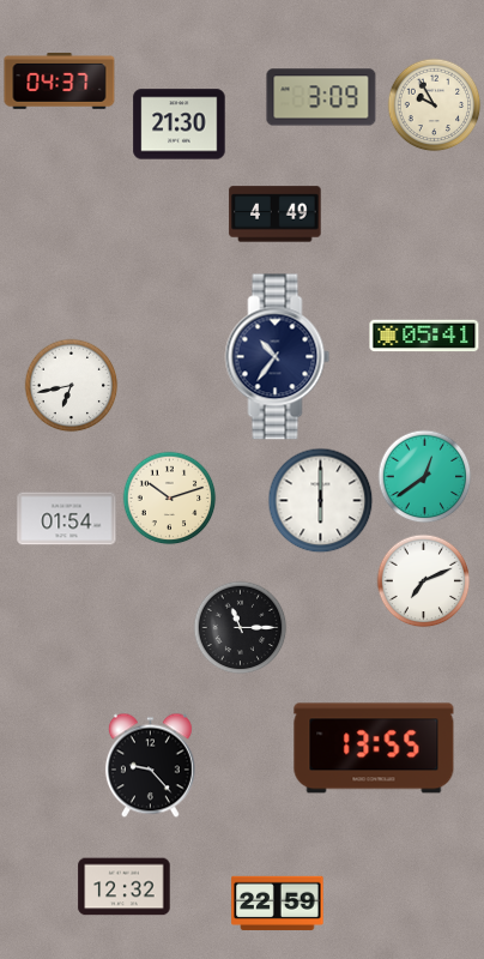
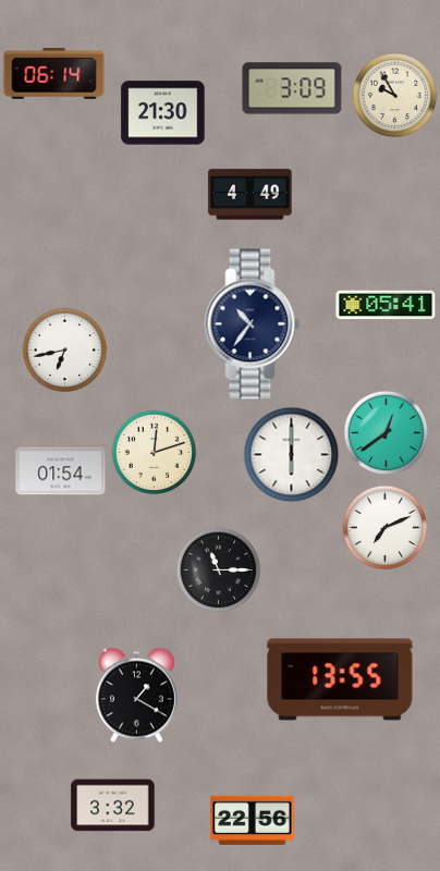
clock at (60, 82): 04:37 -> 06:14
clock at (169, 497): 10:12 -> 12:12
clock at (150, 765): 9:23 -> 1:20
clock at (125, 887): 12:32 -> 3:32
clock at (278, 903): 22:59 -> 22:56
